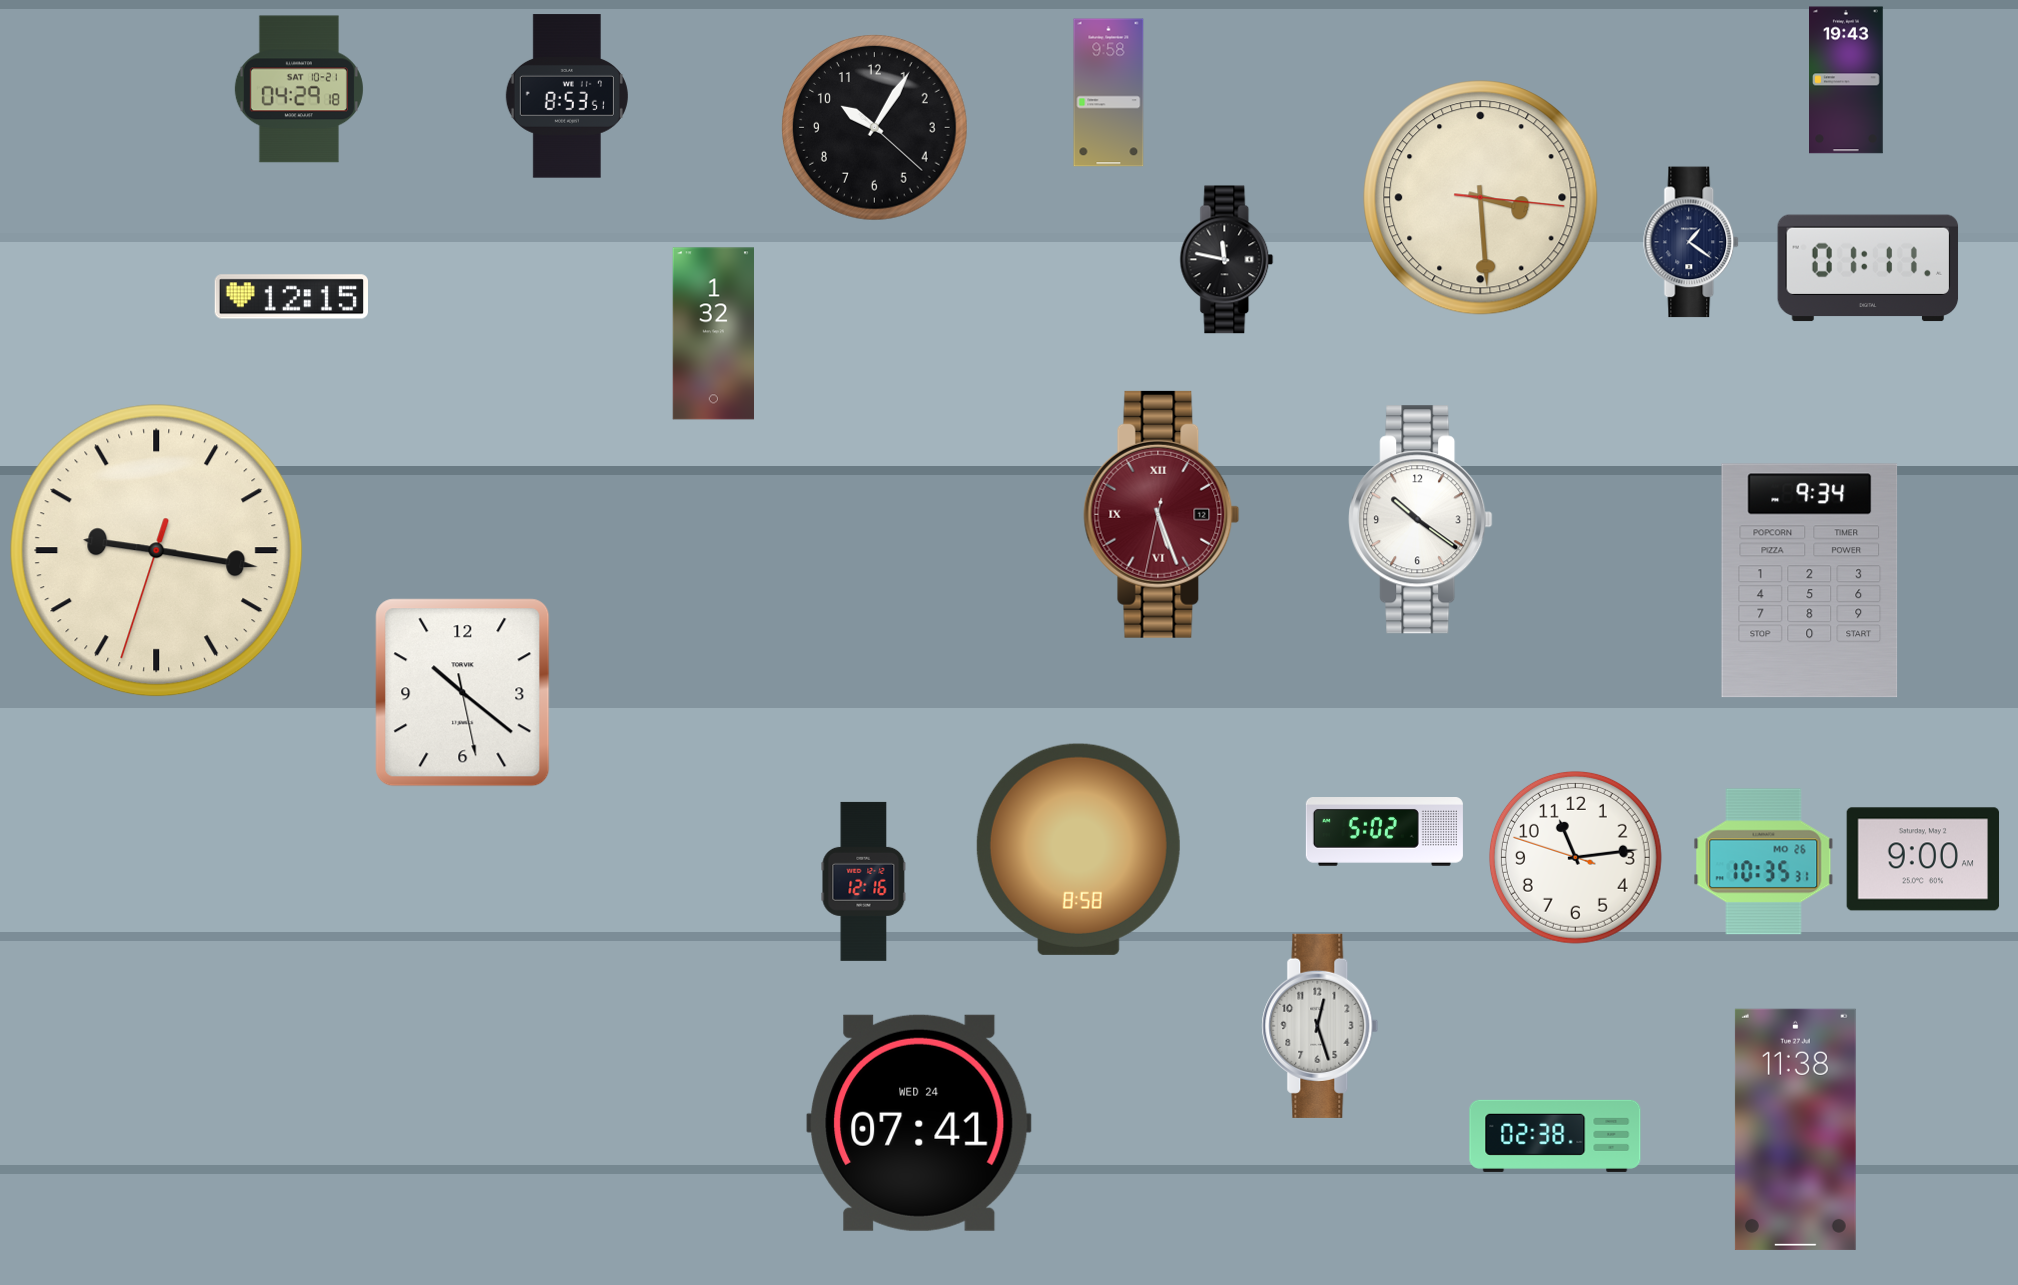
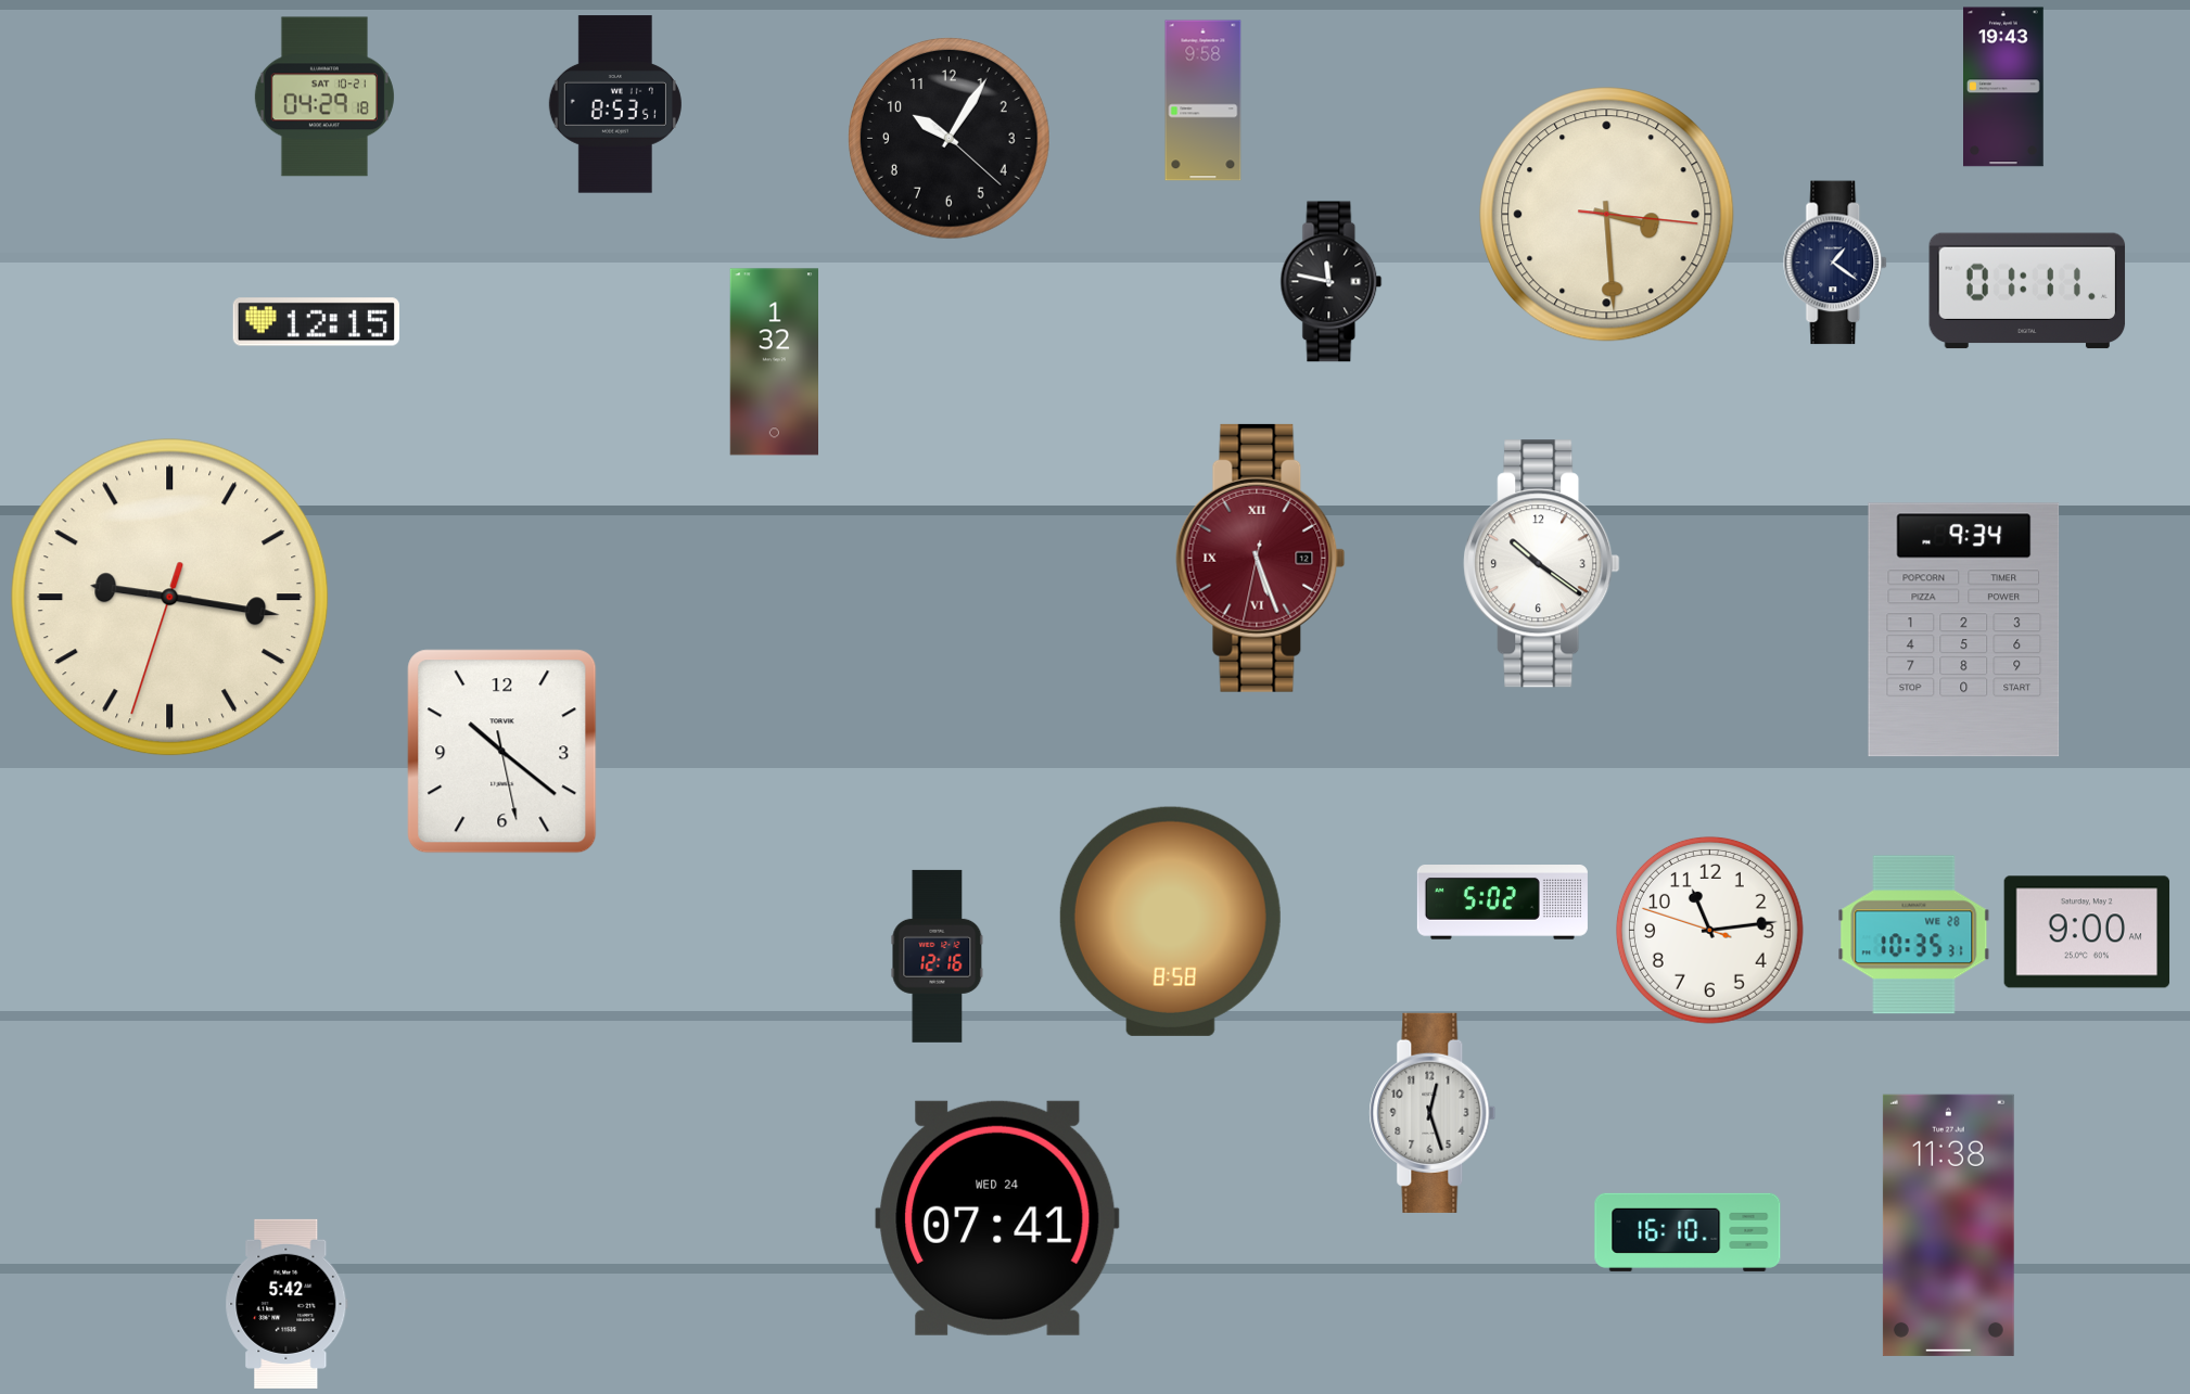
clock at (1764, 862) date: MO 26 -> WE 28
clock at (1555, 1136): 02:38 -> 16:10
clock at (287, 1304): none -> 5:42
